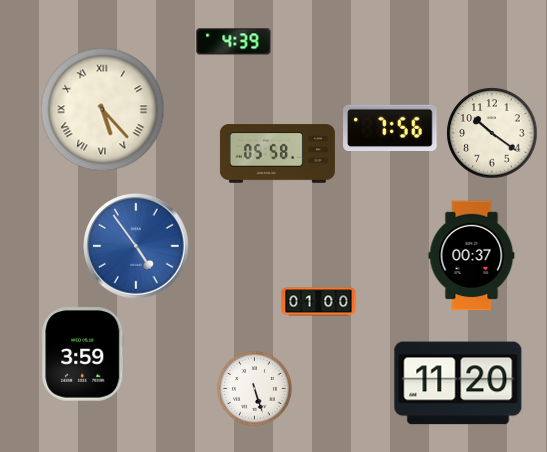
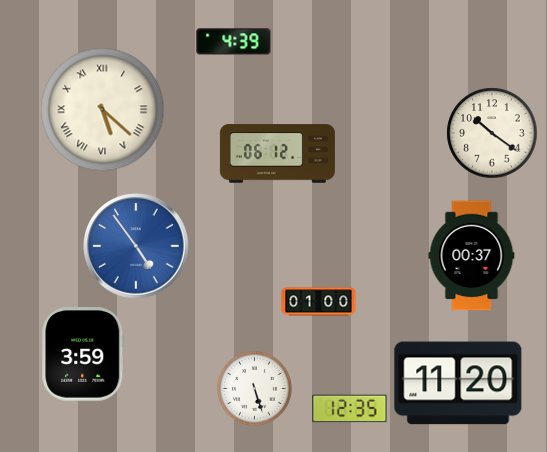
clock at (103, 110): 5:23 -> 5:22
clock at (390, 127): 7:56 -> none
clock at (277, 154): 05:58 -> 06:12
clock at (350, 409): none -> 12:35
